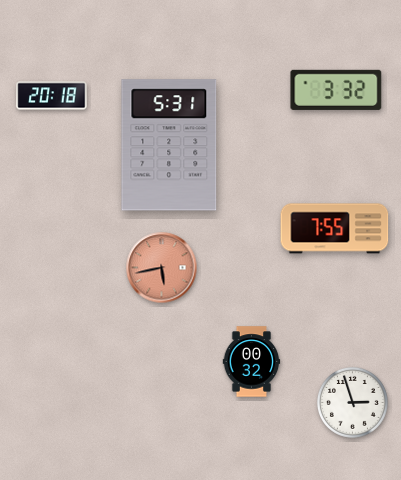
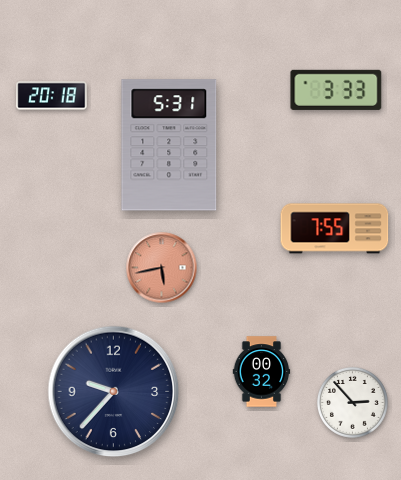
clock at (336, 90): 3:32 -> 3:33
clock at (252, 362) position: (252, 362) -> (262, 372)
clock at (114, 392): none -> 9:37
clock at (352, 402): 2:57 -> 2:53
